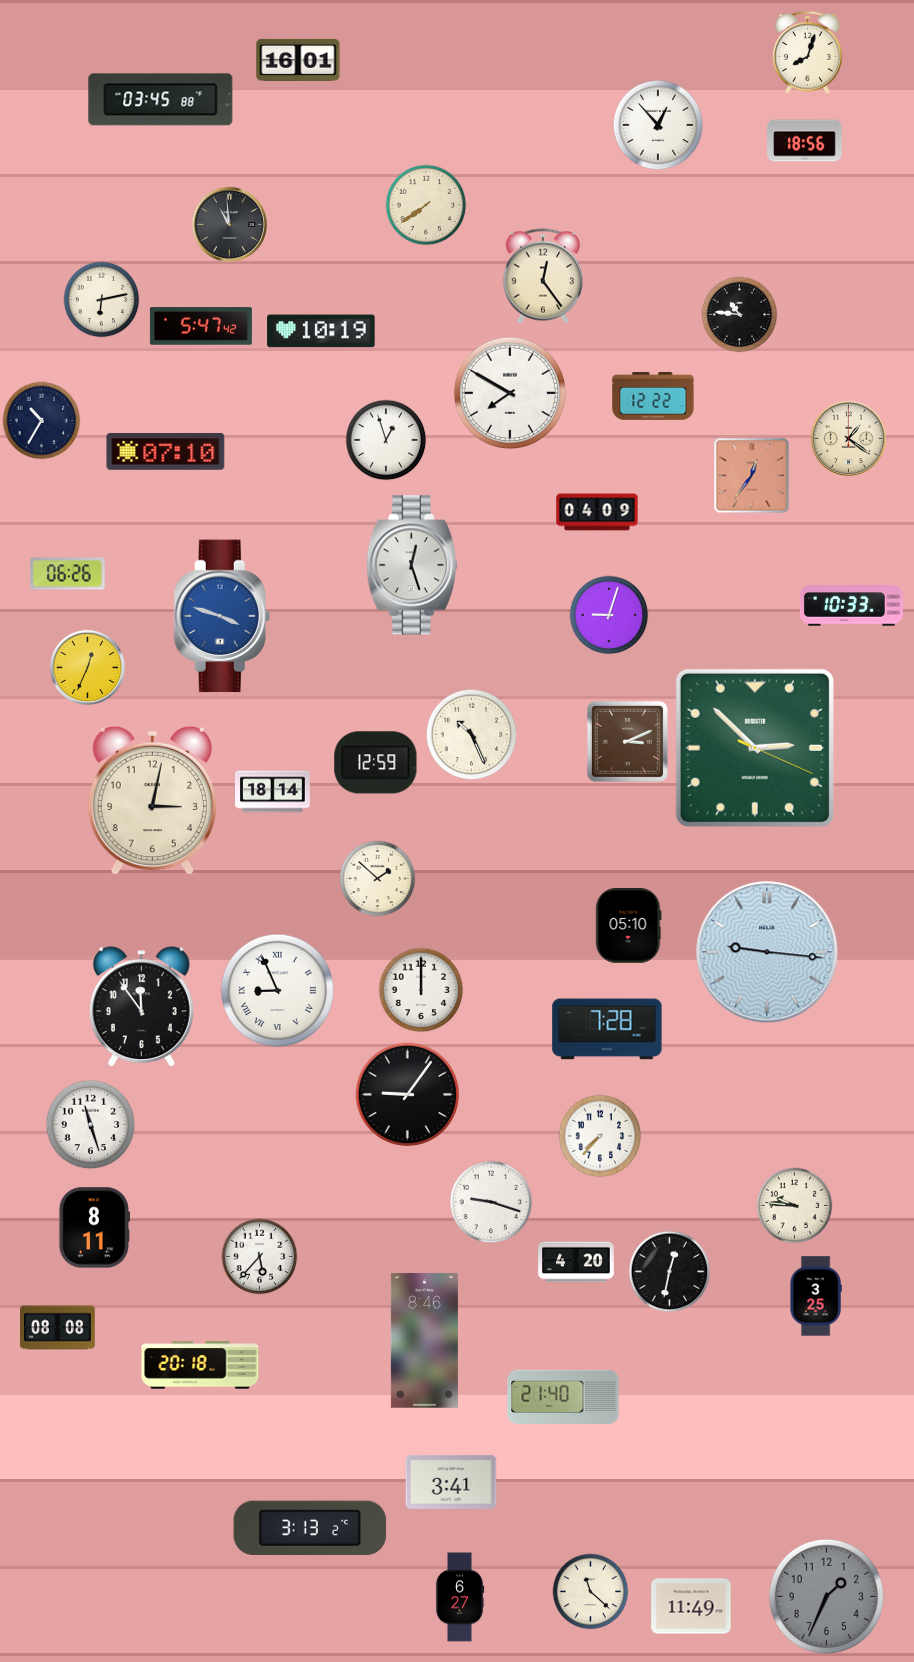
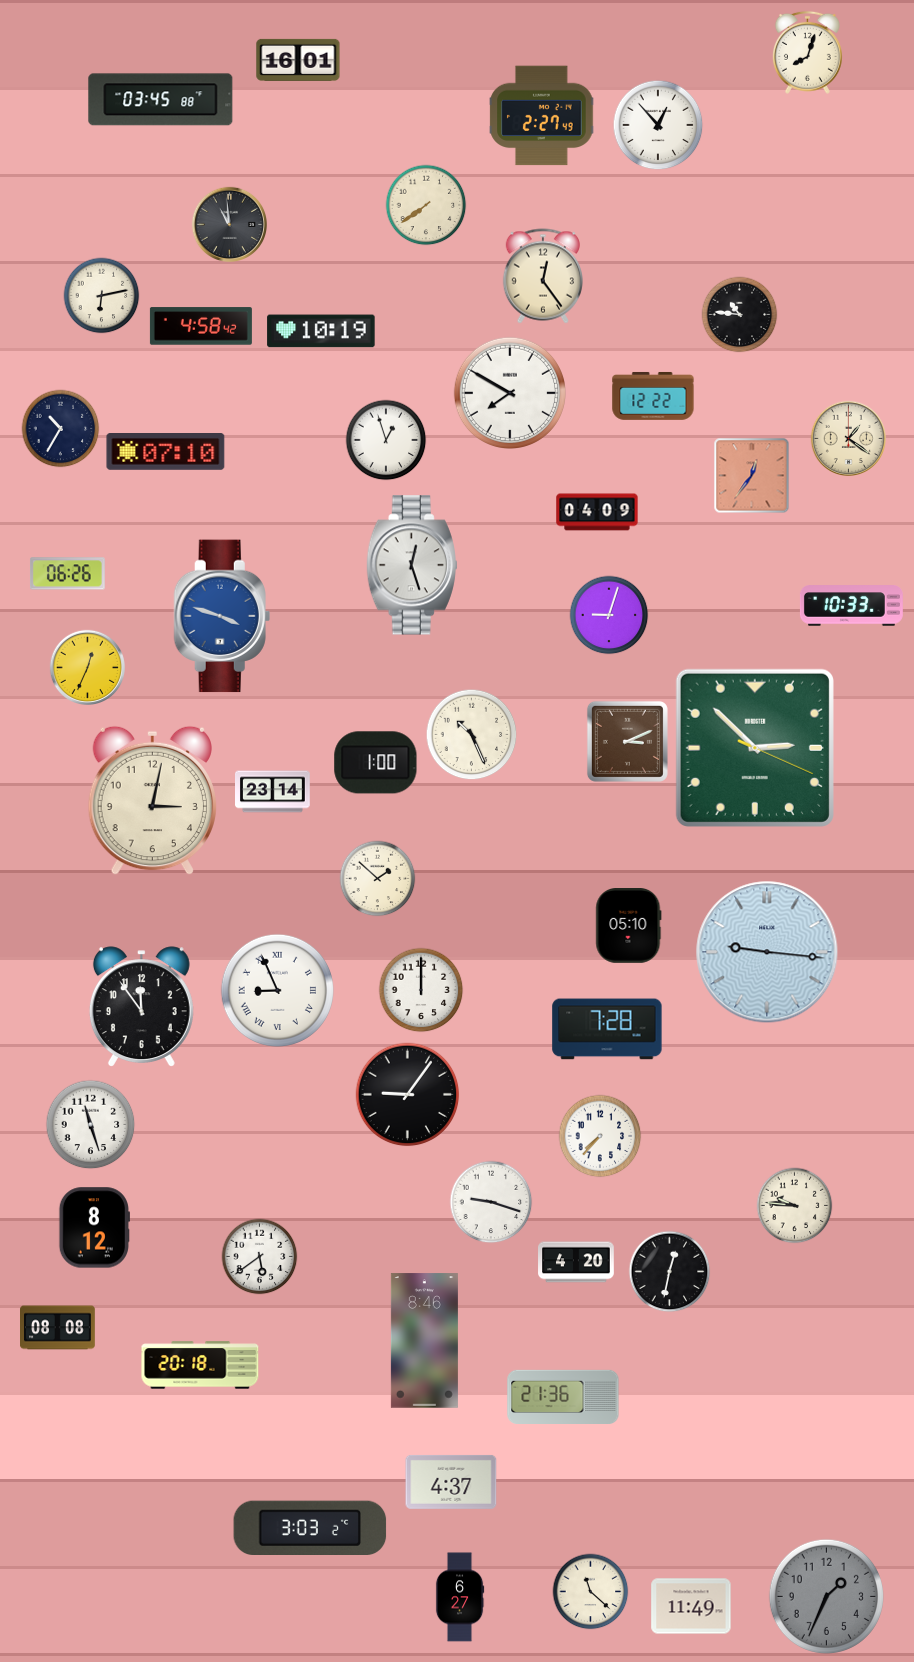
clock at (542, 116): none -> 2:27
clock at (805, 141): 18:56 -> none
clock at (102, 300) position: (102, 300) -> (102, 296)
clock at (201, 326): 5:47 -> 4:58
clock at (42, 421) position: (42, 421) -> (61, 429)
clock at (376, 763): 12:59 -> 1:00
clock at (273, 792): 18:14 -> 23:14
clock at (94, 1228): 8:11 -> 8:12
clock at (260, 1257): 5:37 -> 5:39
clock at (816, 1296): 3:25 -> none
clock at (563, 1396): 21:40 -> 21:36
clock at (451, 1482): 3:41 -> 4:37
clock at (310, 1527): 3:13 -> 3:03
